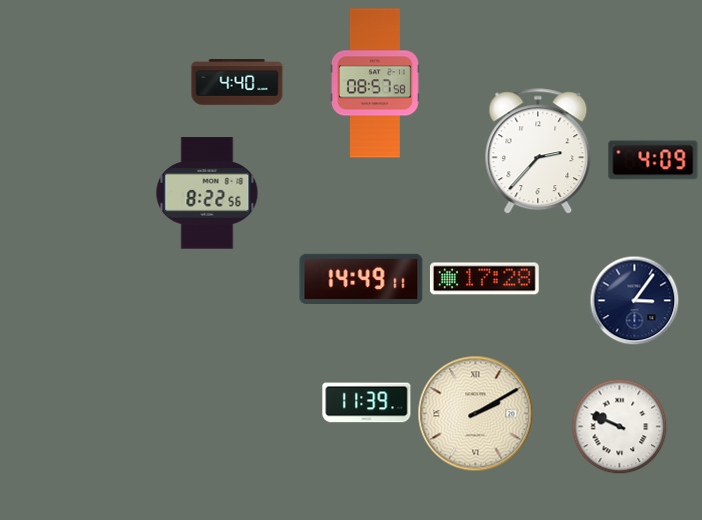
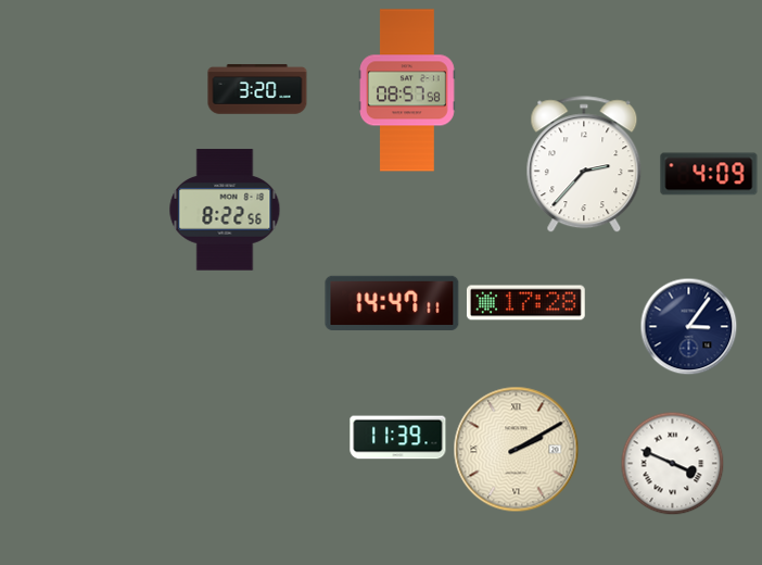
clock at (237, 82): 4:40 -> 3:20
clock at (361, 278): 14:49 -> 14:47
clock at (620, 427): 9:49 -> 3:49
